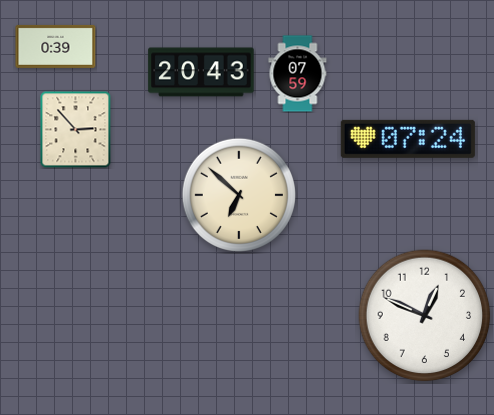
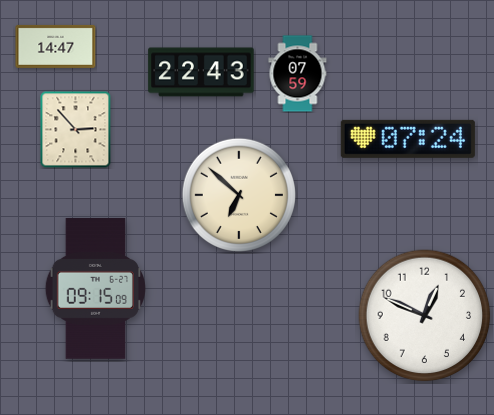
clock at (56, 46): 0:39 -> 14:47
clock at (201, 72): 20:43 -> 22:43
clock at (95, 289): none -> 09:15
